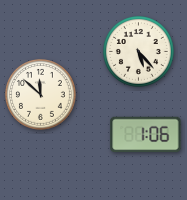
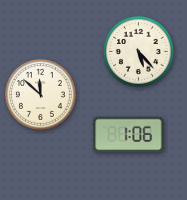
clock at (146, 135) position: (146, 135) -> (129, 135)
